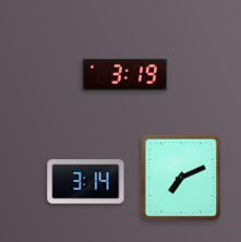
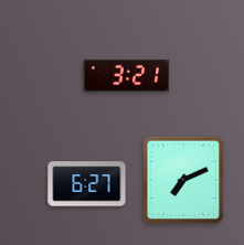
clock at (125, 74): 3:19 -> 3:21
clock at (86, 182): 3:14 -> 6:27
